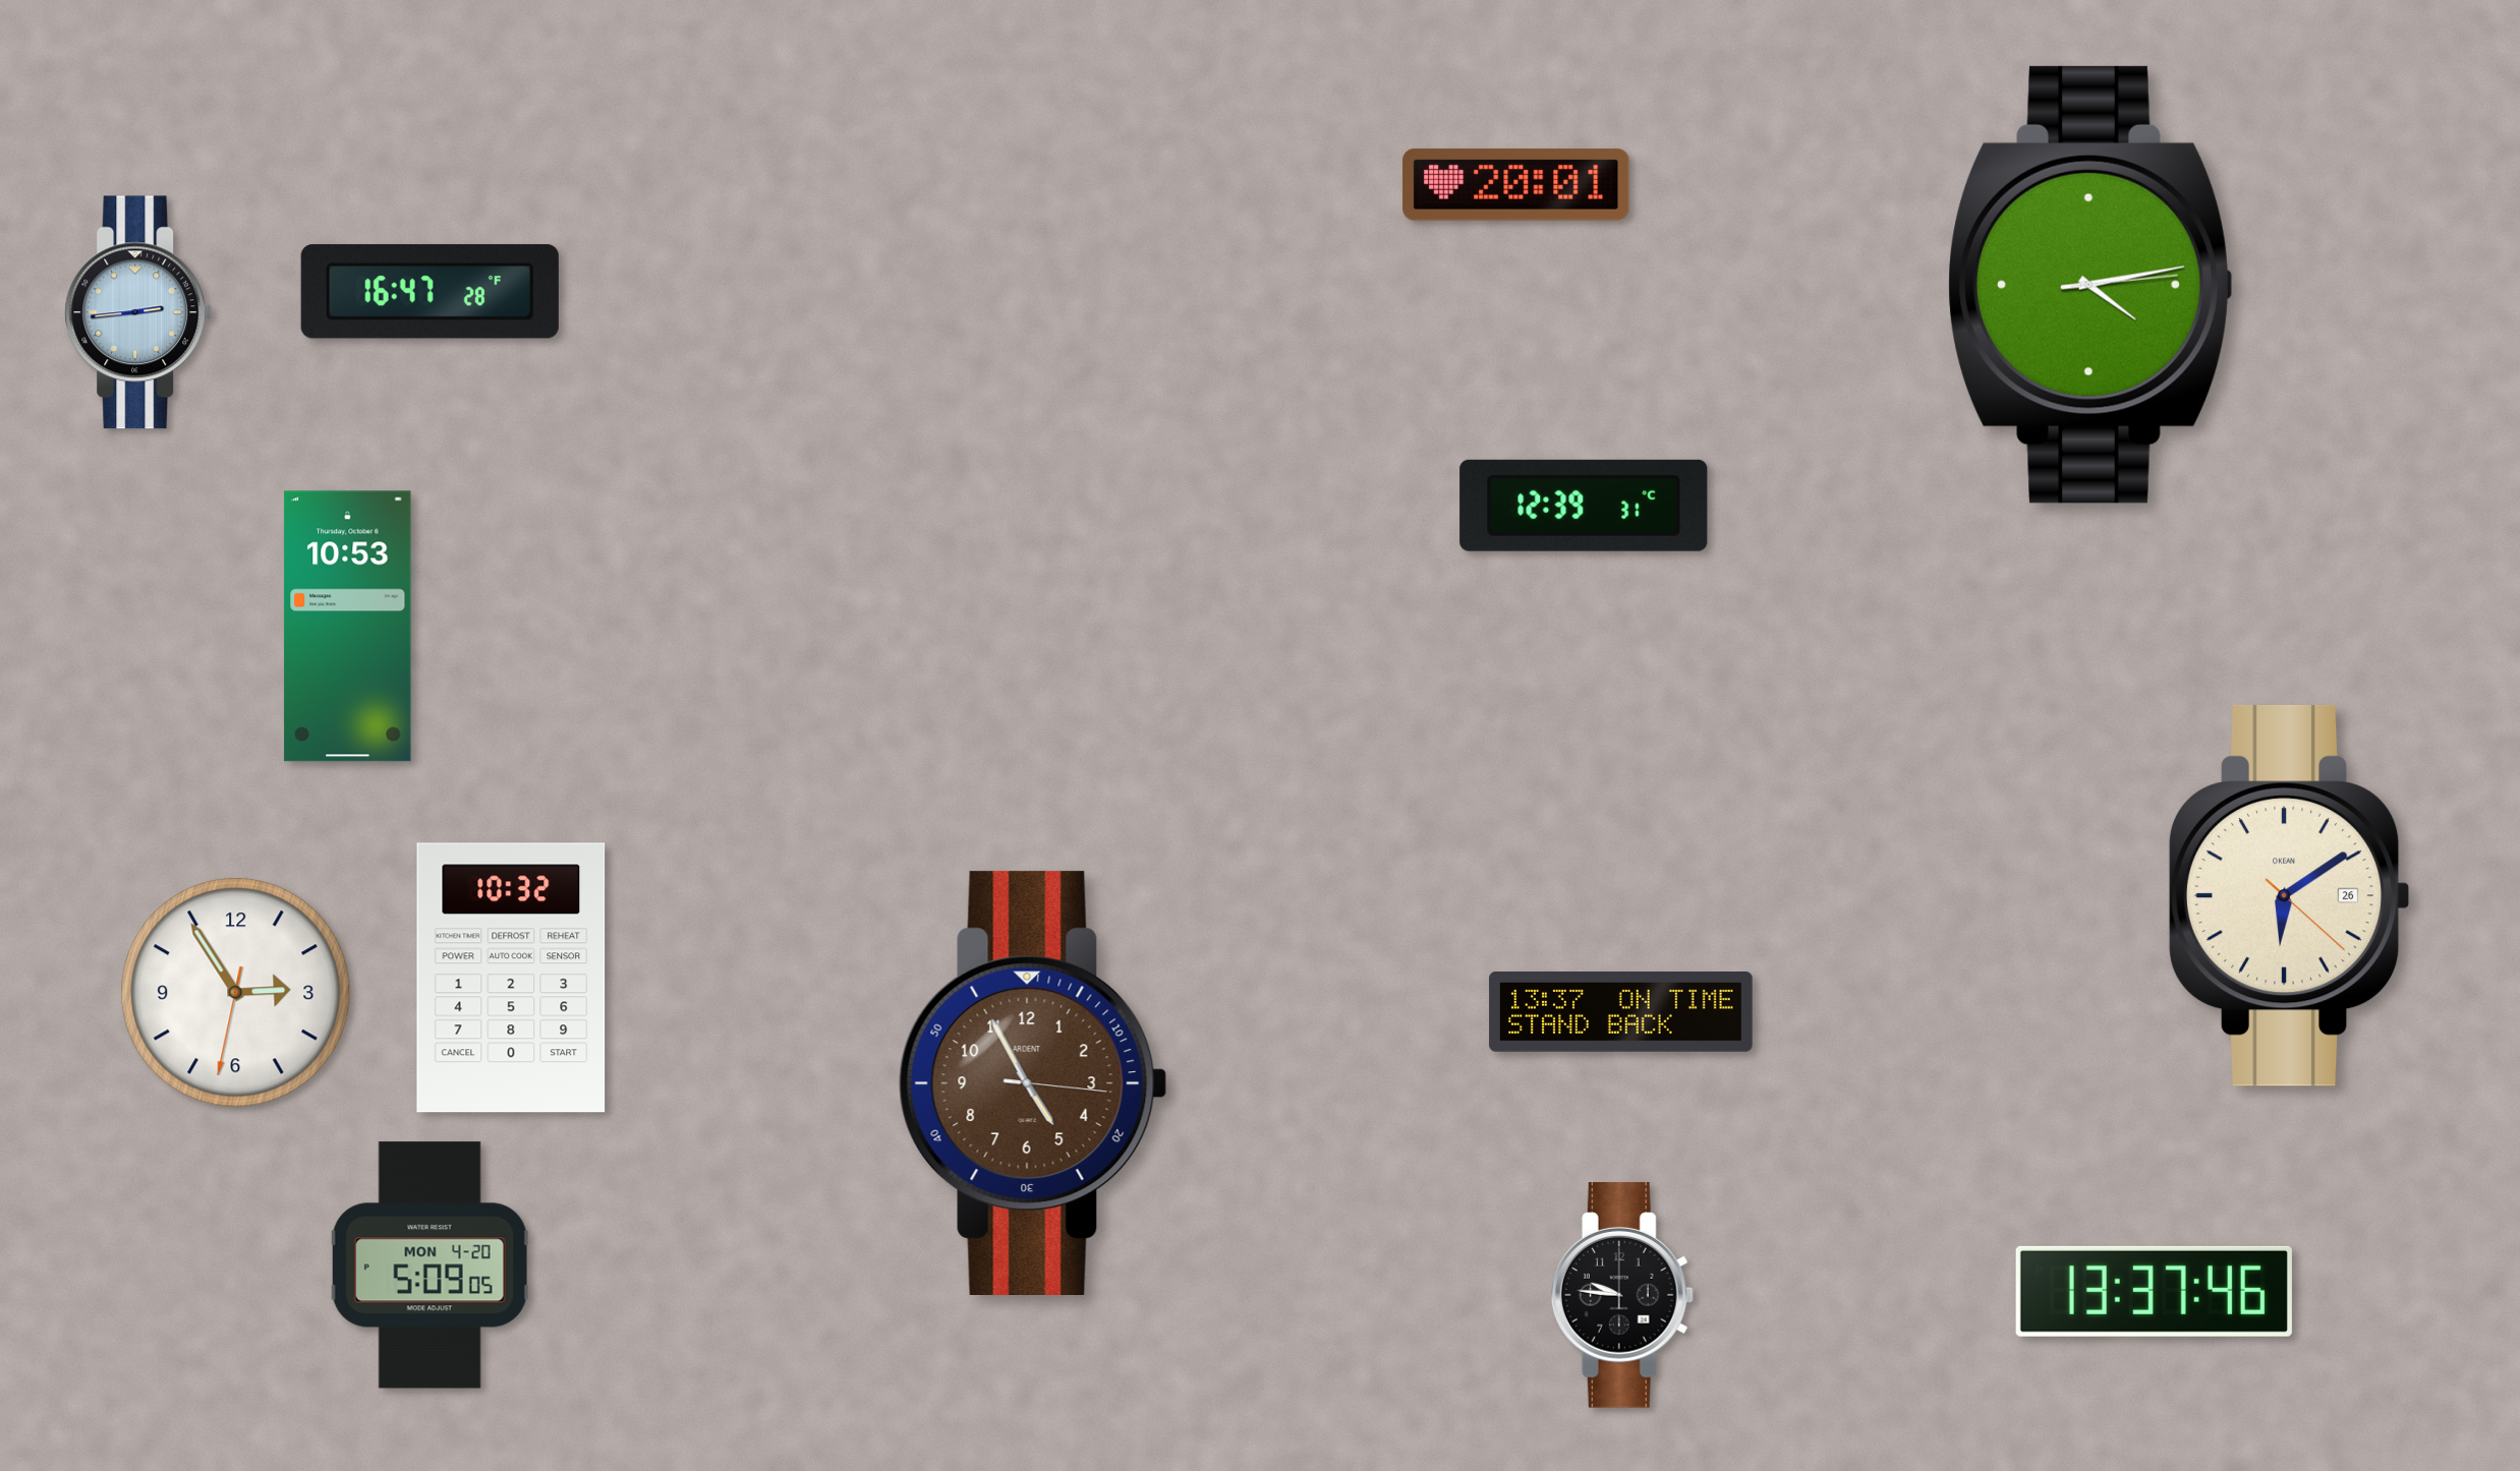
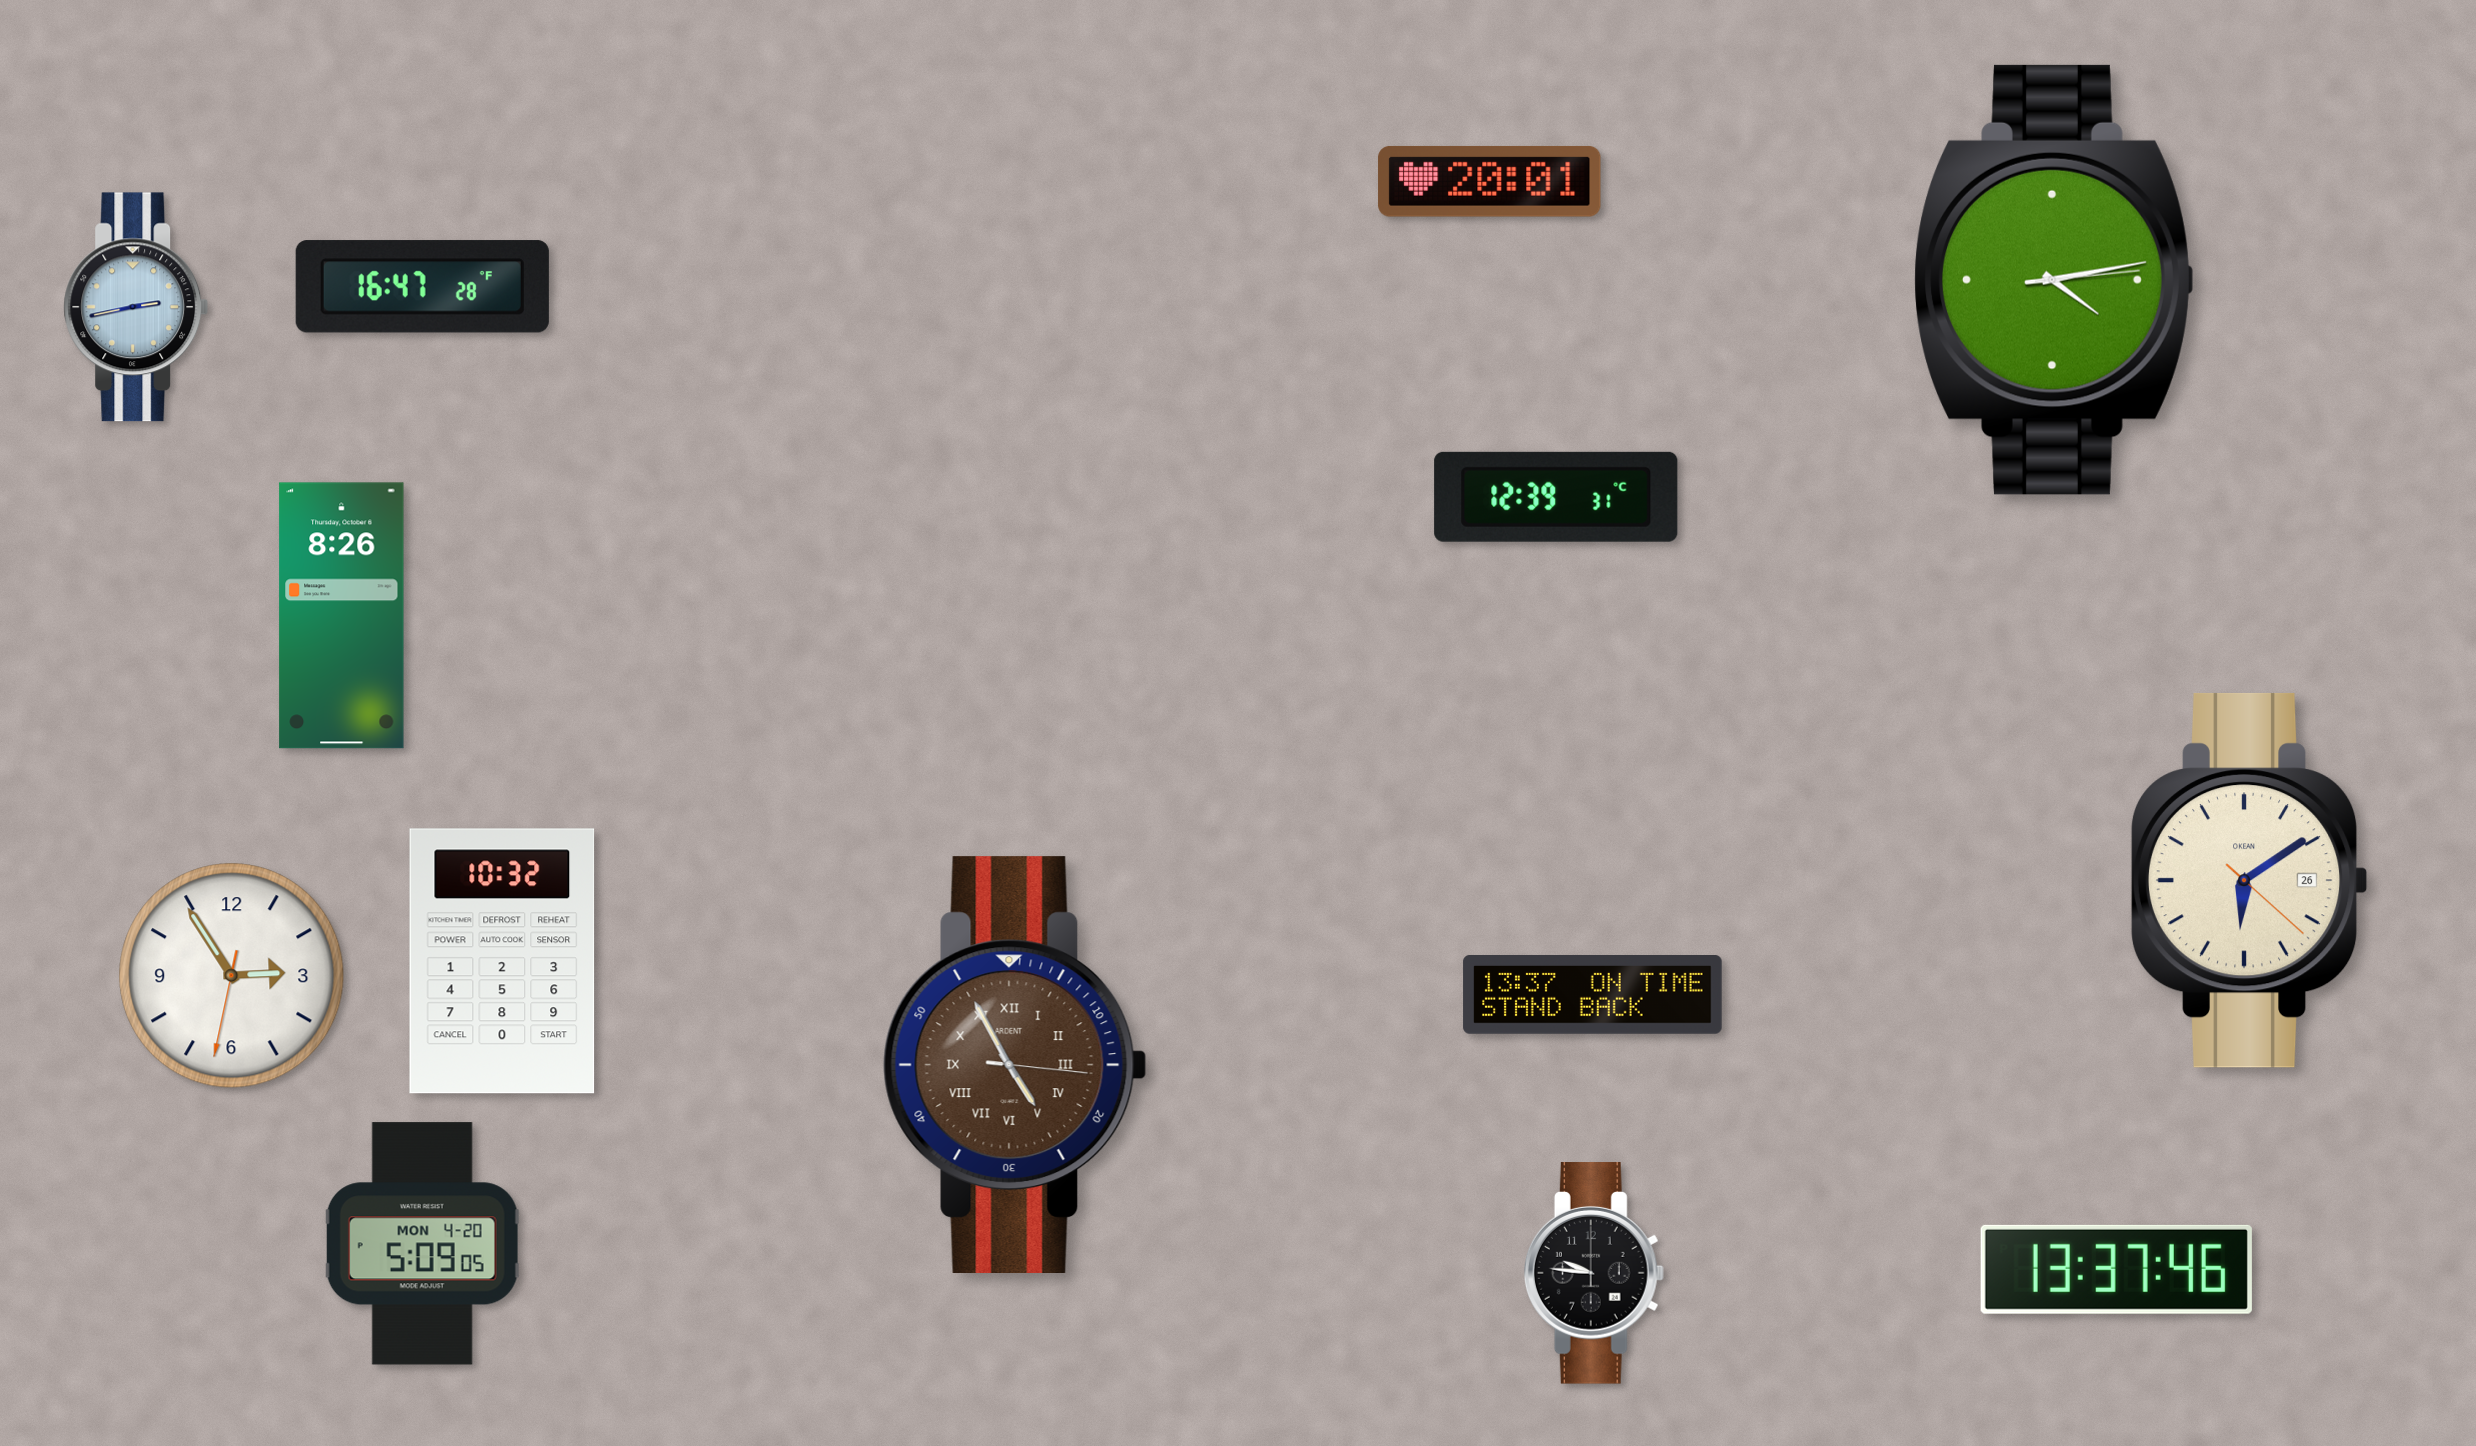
clock at (138, 312): 2:44 -> 2:43
clock at (348, 627): 10:53 -> 8:26
clock at (1033, 1082) numerals: Arabic -> Roman
